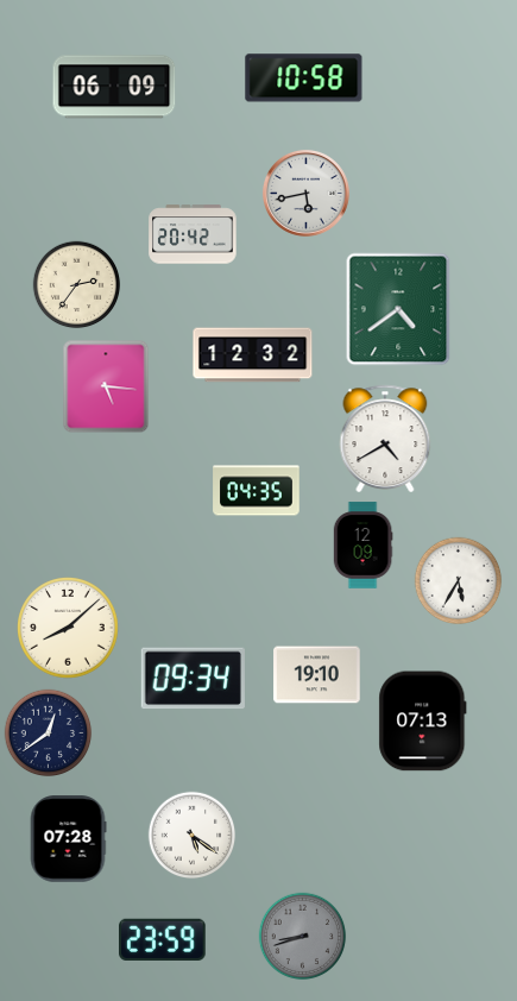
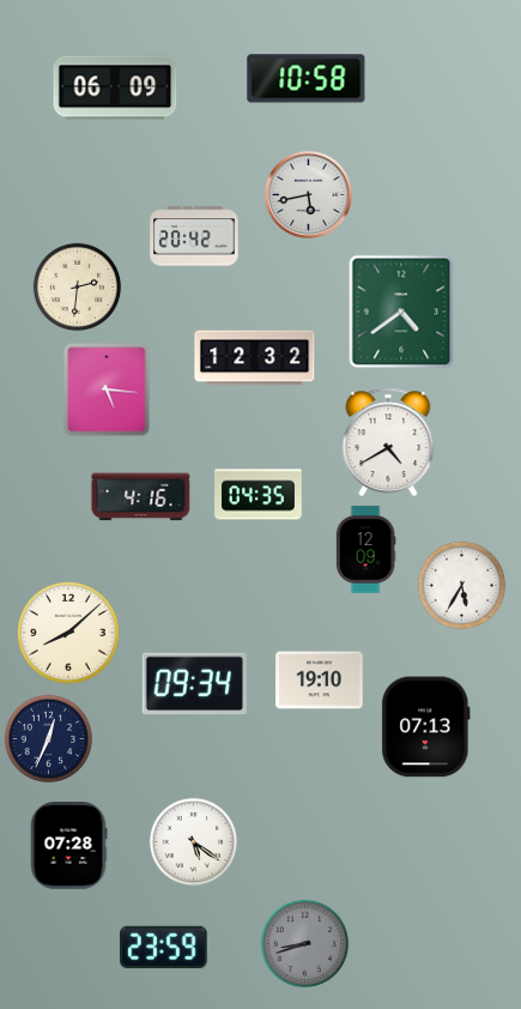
clock at (77, 285): 2:36 -> 2:31
clock at (141, 497): none -> 4:16
clock at (49, 734): 12:39 -> 12:34
